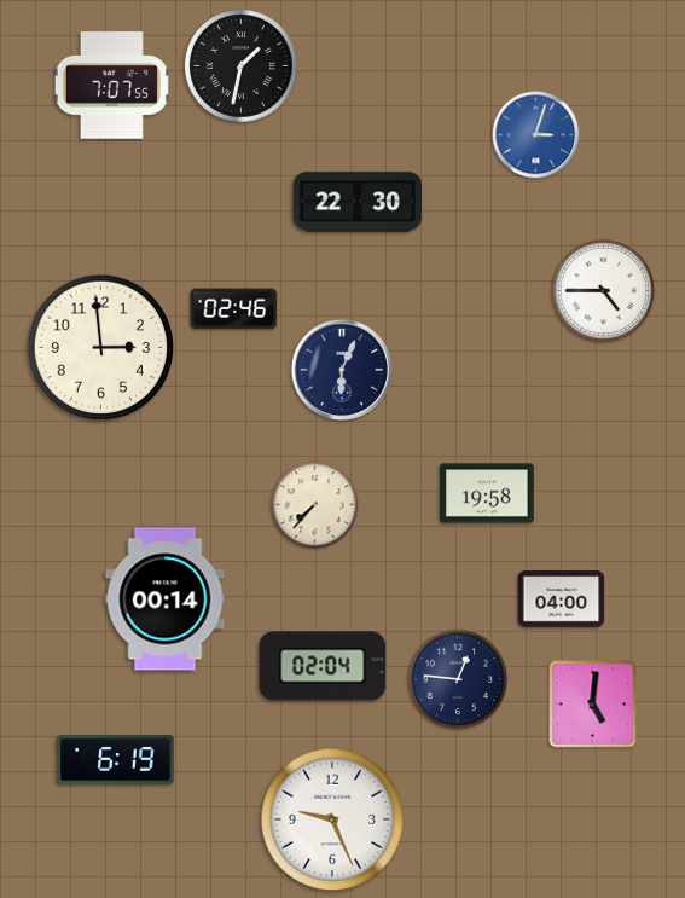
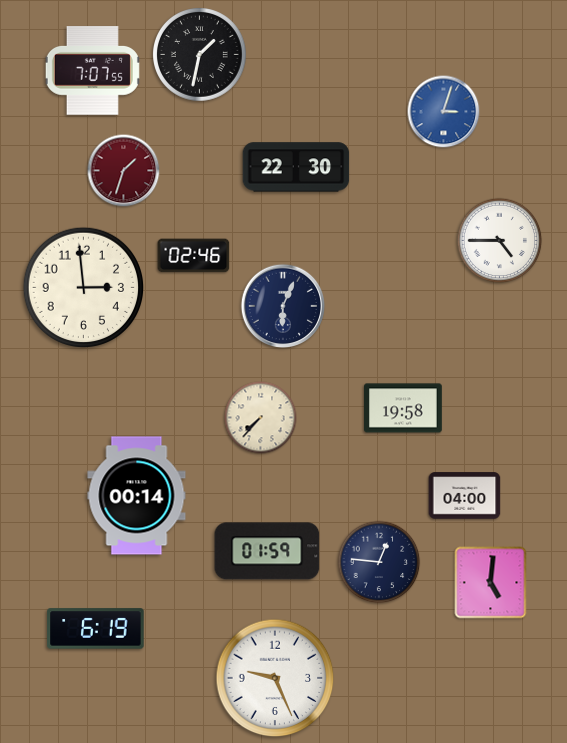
clock at (124, 171): none -> 1:33
clock at (323, 666): 02:04 -> 01:59
